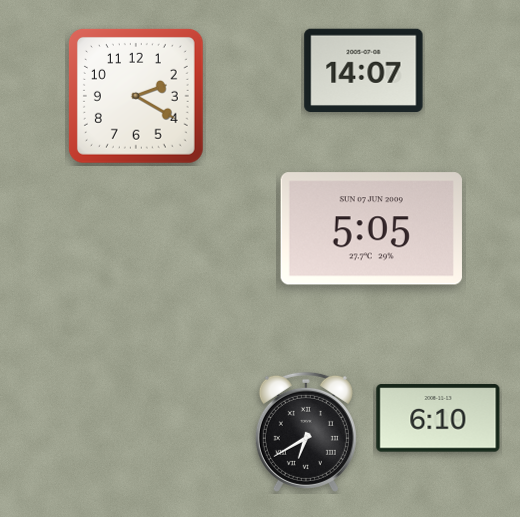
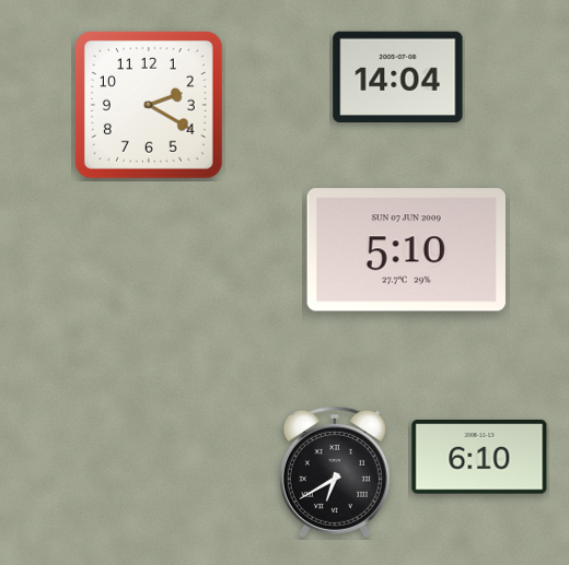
clock at (364, 70): 14:07 -> 14:04
clock at (371, 229): 5:05 -> 5:10
